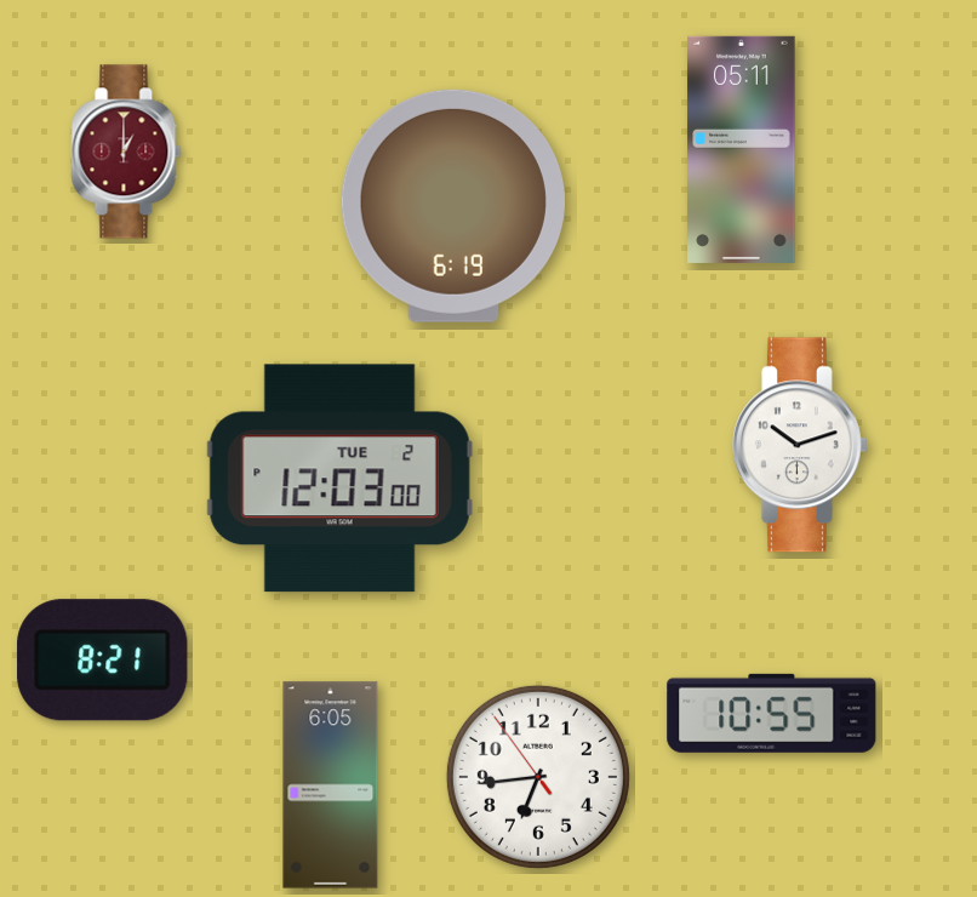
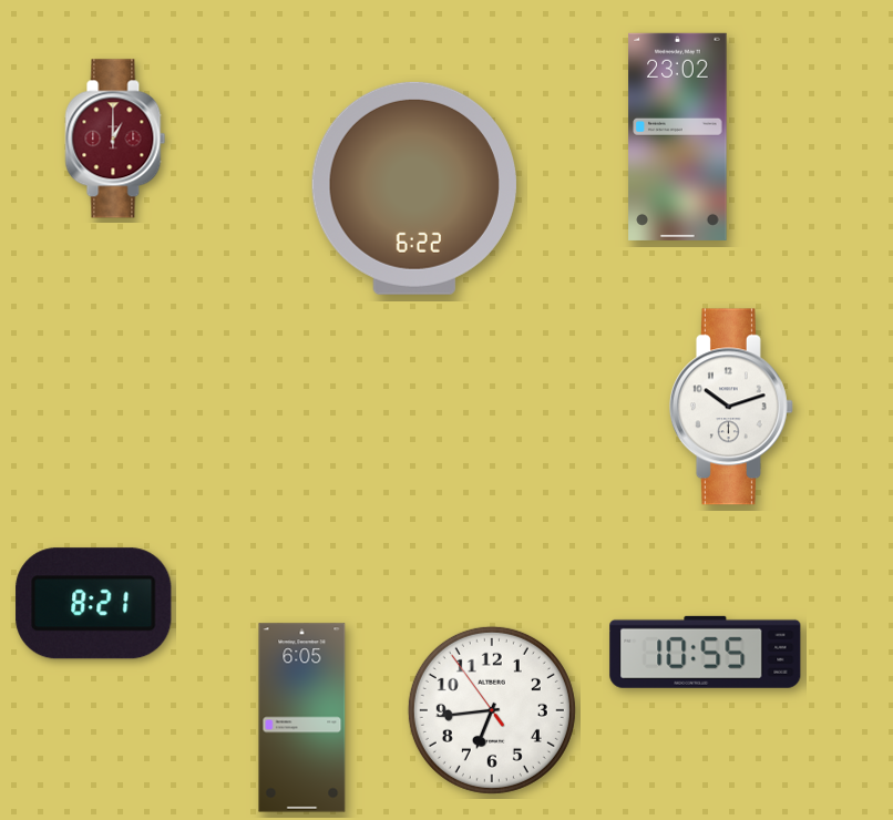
clock at (742, 149): 05:11 -> 23:02
clock at (453, 206): 6:19 -> 6:22
clock at (339, 479): 12:03 -> none
